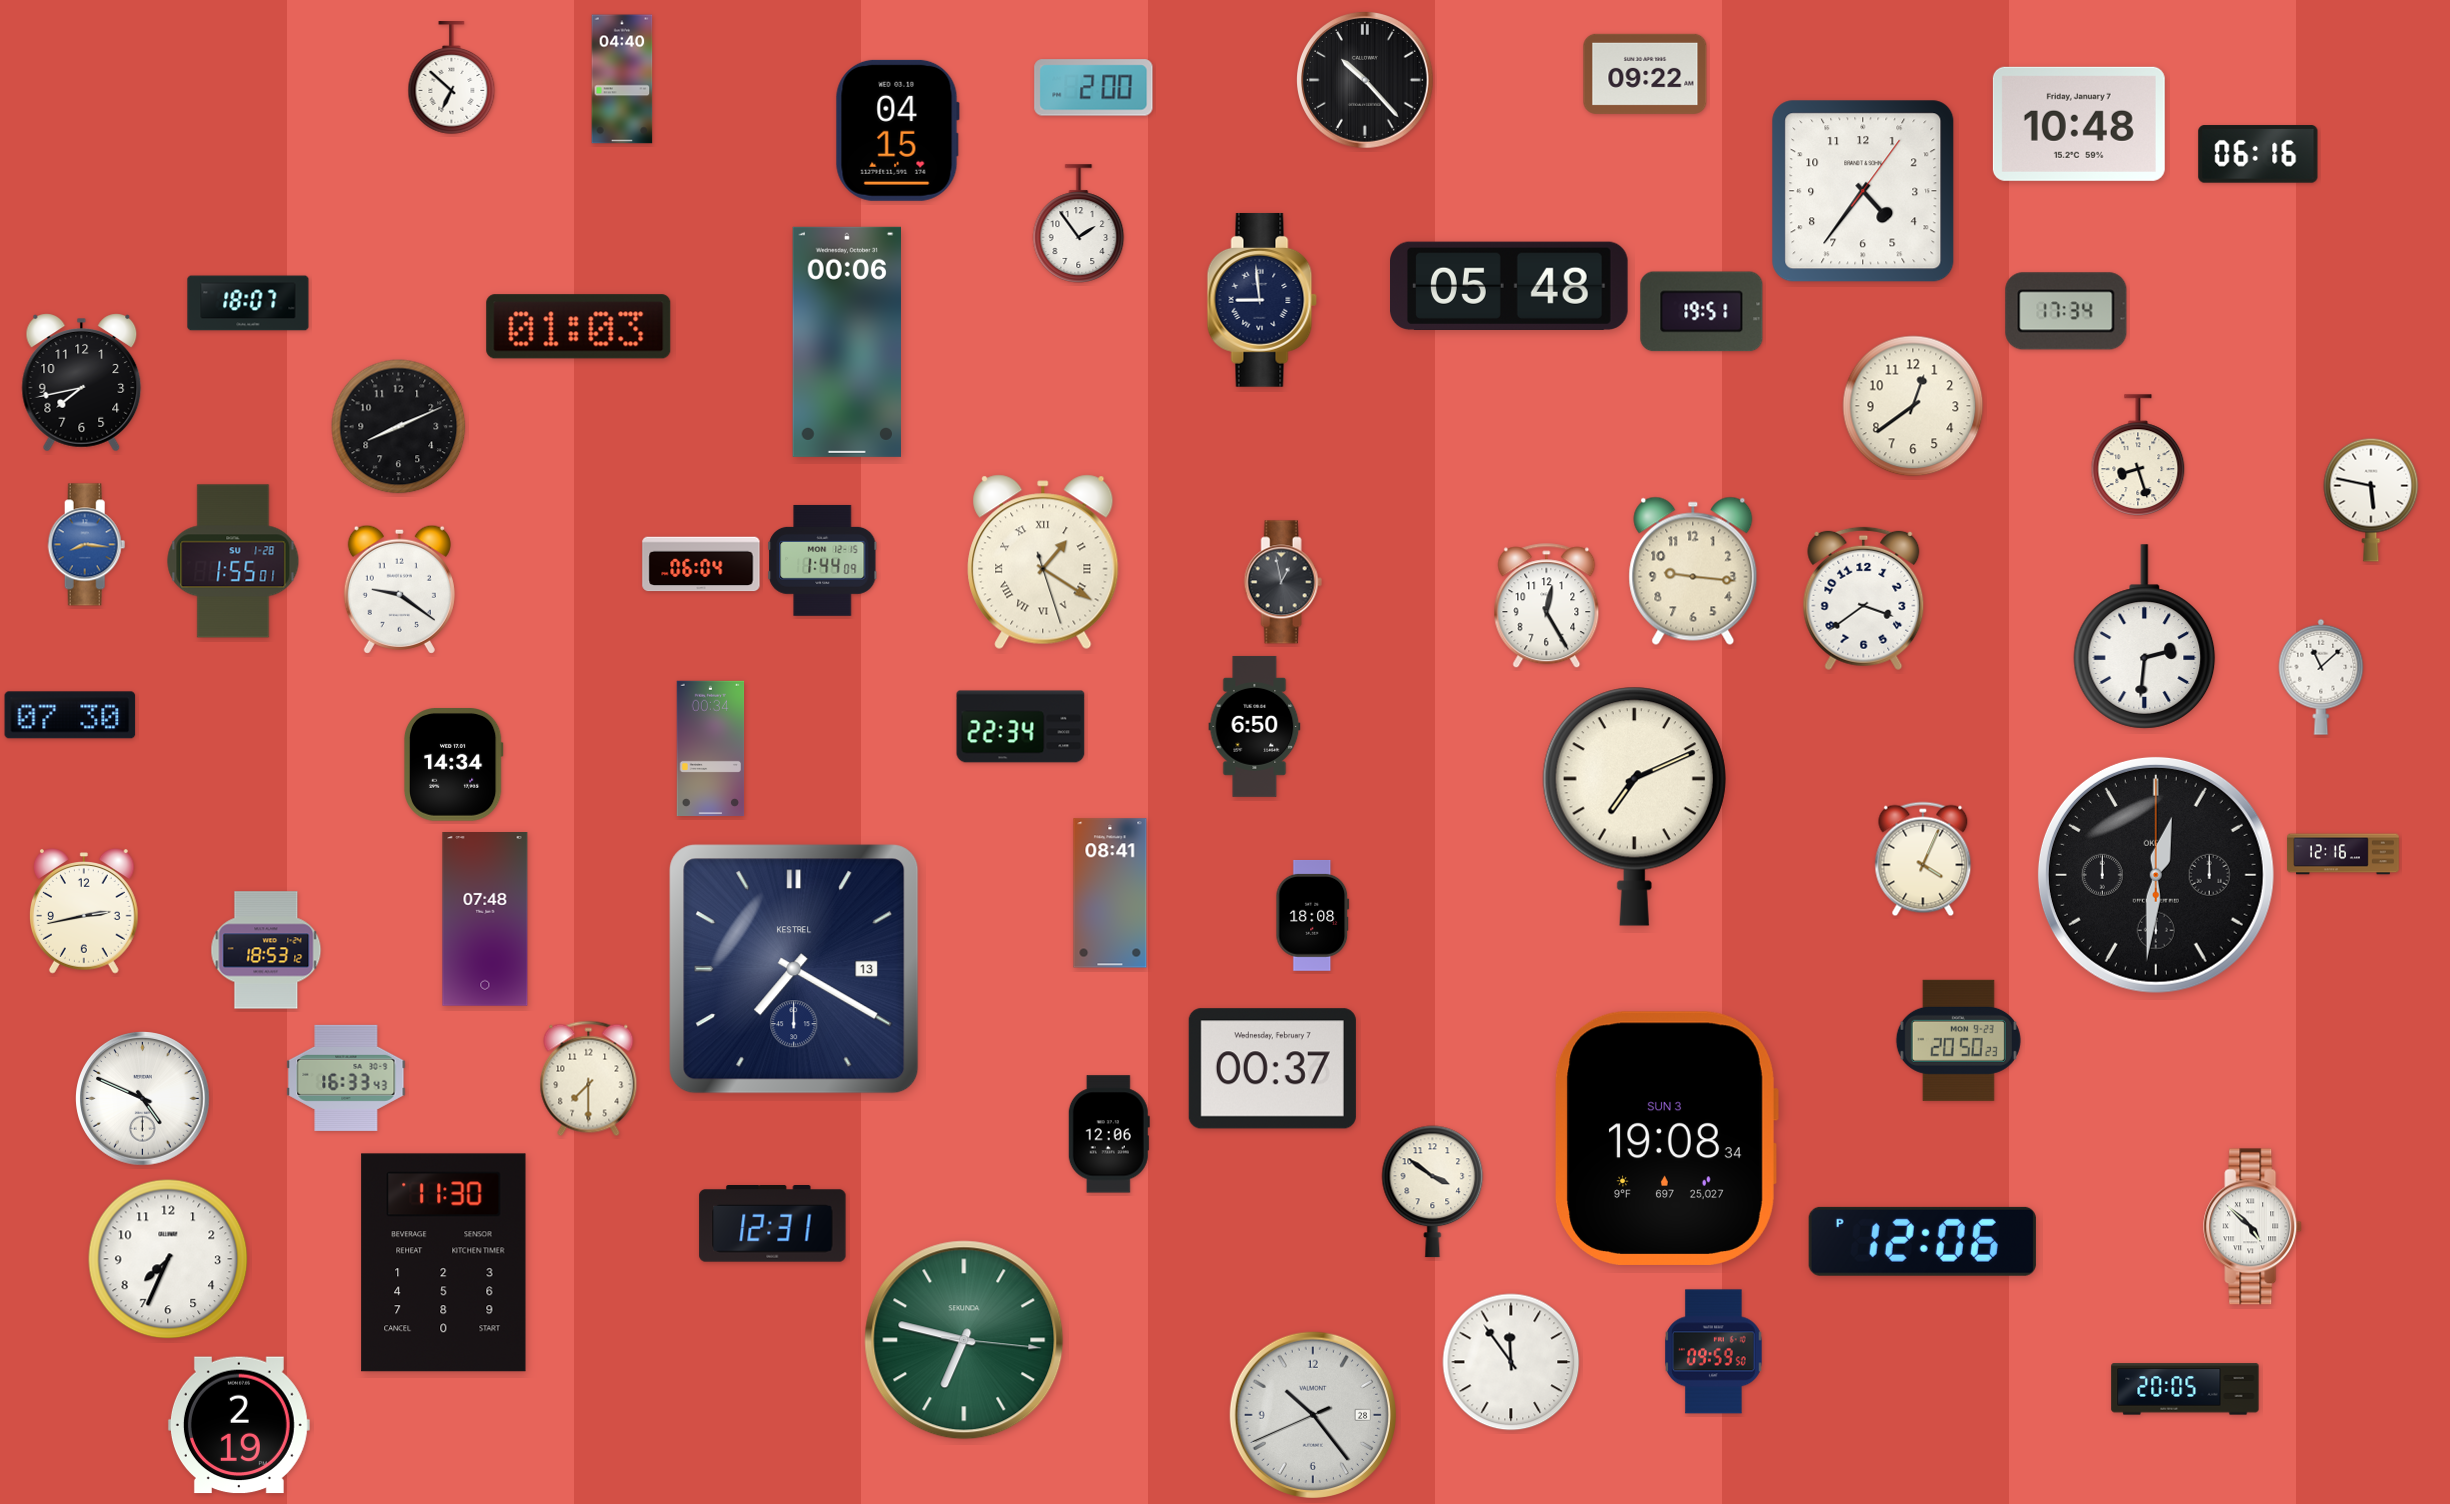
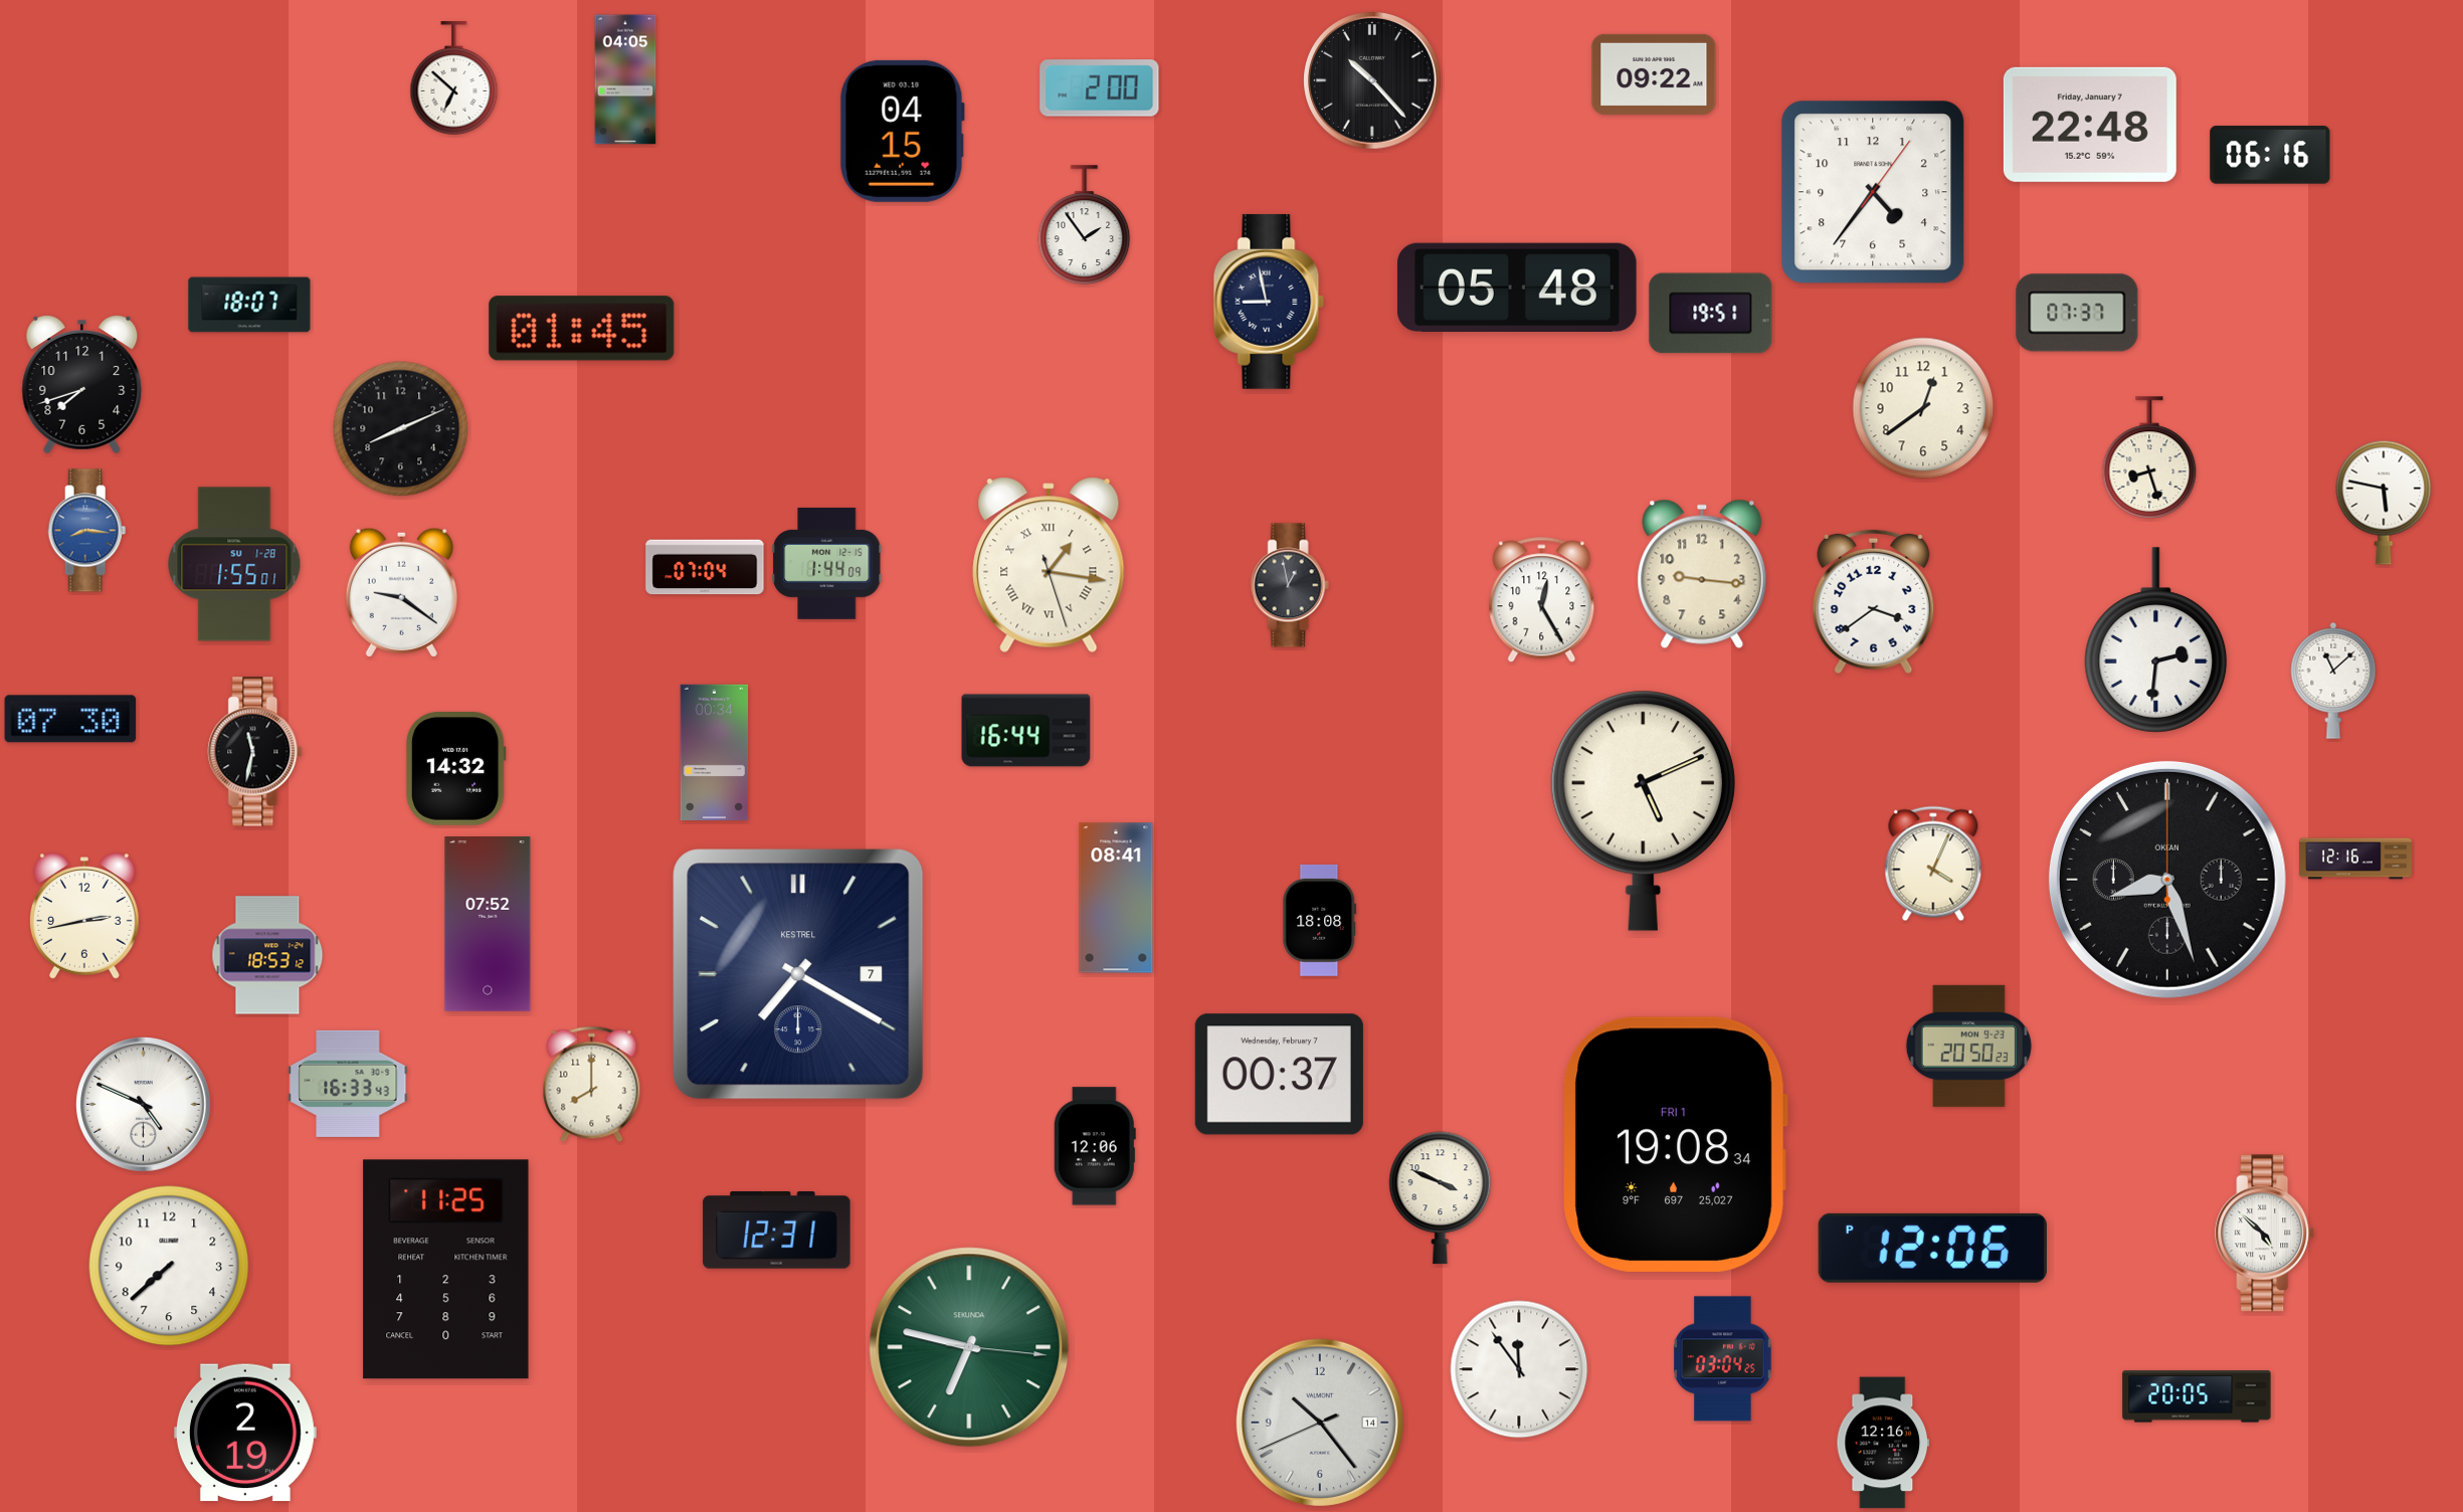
clock at (622, 79): 04:40 -> 04:05
clock at (2079, 124): 10:48 -> 22:48
clock at (1262, 300): 8:59 -> 8:58
clock at (2066, 311): 17:34 -> 07:37
clock at (579, 327): 01:03 -> 01:45
clock at (846, 342): 00:06 -> none
clock at (82, 383): 7:43 -> 7:42
clock at (87, 545) position: (87, 545) -> (87, 531)
clock at (1043, 562): 1:20 -> 1:16
clock at (701, 564): 06:04 -> 07:04
clock at (1547, 606) position: (1547, 606) -> (1542, 600)
clock at (1255, 726): 6:50 -> none
clock at (1021, 727): 22:34 -> 16:44
clock at (255, 752): none -> 11:32
clock at (453, 765): 14:34 -> 14:32
clock at (1634, 806): 7:11 -> 5:11
clock at (2156, 875): 12:31 -> 8:27
clock at (485, 920): 07:48 -> 07:52
clock at (794, 969) date: 13 -> 7
clock at (589, 1079): 7:30 -> 8:00
clock at (1109, 1134) position: (1109, 1134) -> (1095, 1146)
clock at (1666, 1138) date: SUN 3 -> FRI 1
clock at (1433, 1192): 3:51 -> 3:49
clock at (168, 1259): 7:34 -> 7:38
clock at (444, 1263): 11:30 -> 11:25
clock at (1714, 1352): 09:59 -> 03:04
clock at (1313, 1415) date: 28 -> 14
clock at (239, 1425) position: (239, 1425) -> (245, 1433)
clock at (1883, 1443): none -> 12:16
